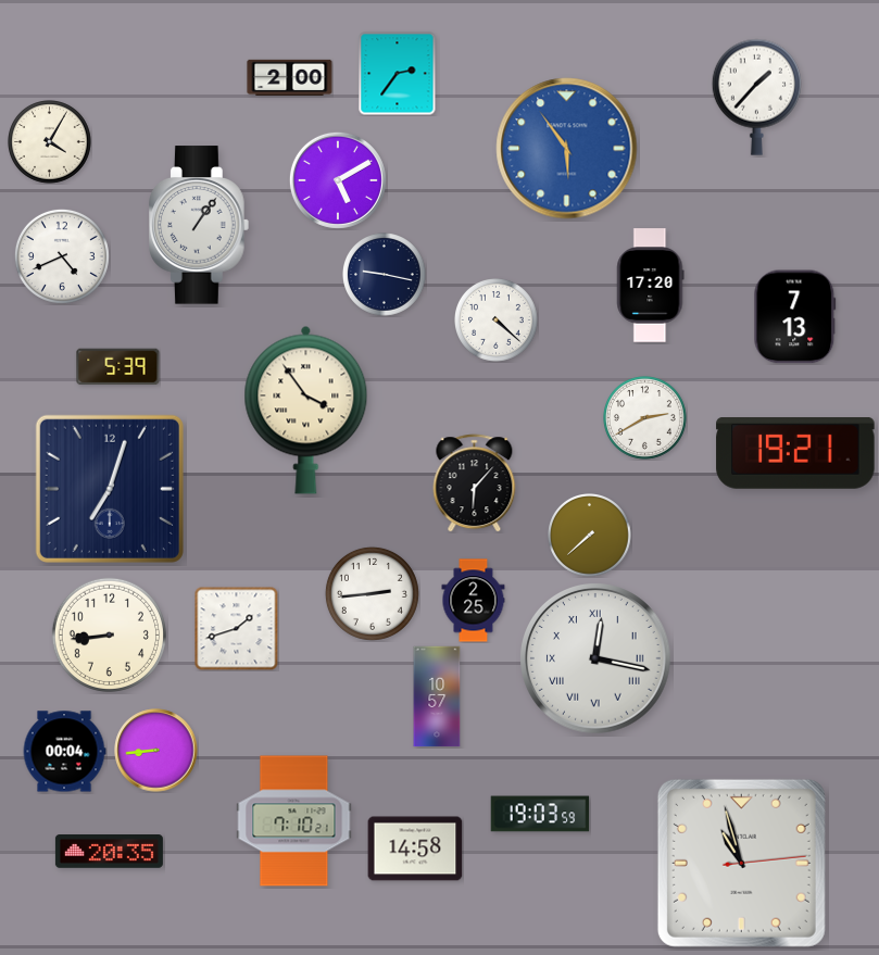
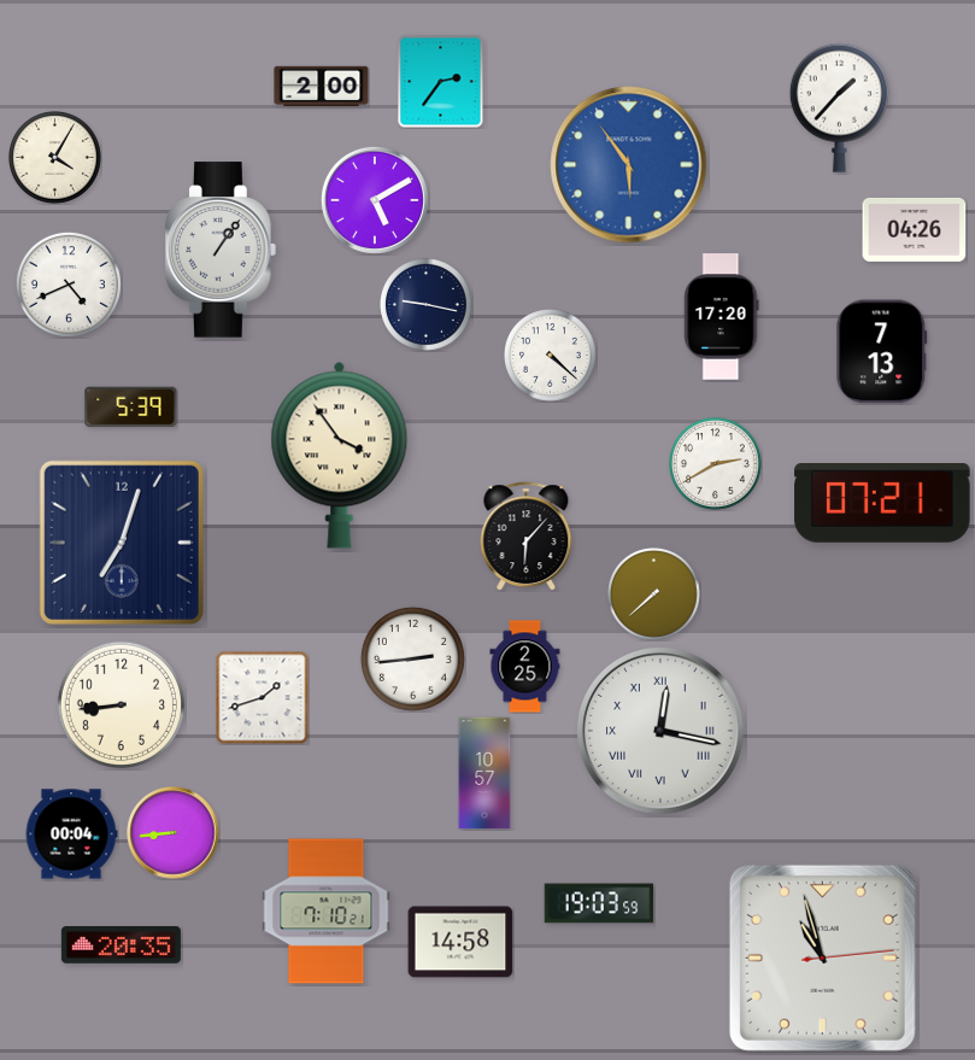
clock at (915, 229): none -> 04:26
clock at (795, 454): 19:21 -> 07:21
